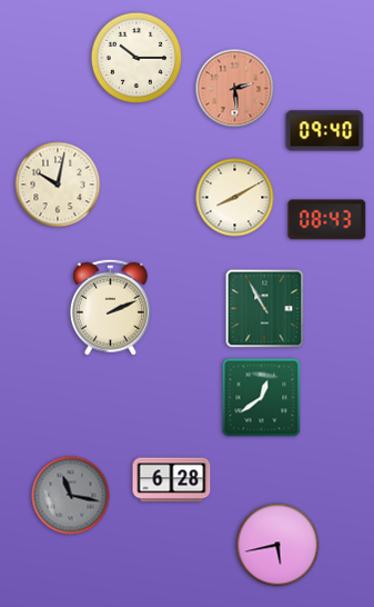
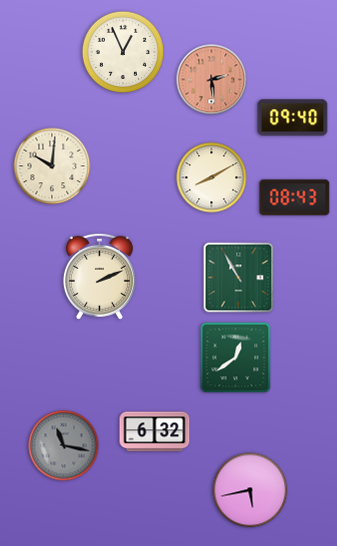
clock at (137, 58): 10:15 -> 12:56
clock at (58, 185): 10:02 -> 10:01
clock at (172, 480): 6:28 -> 6:32
